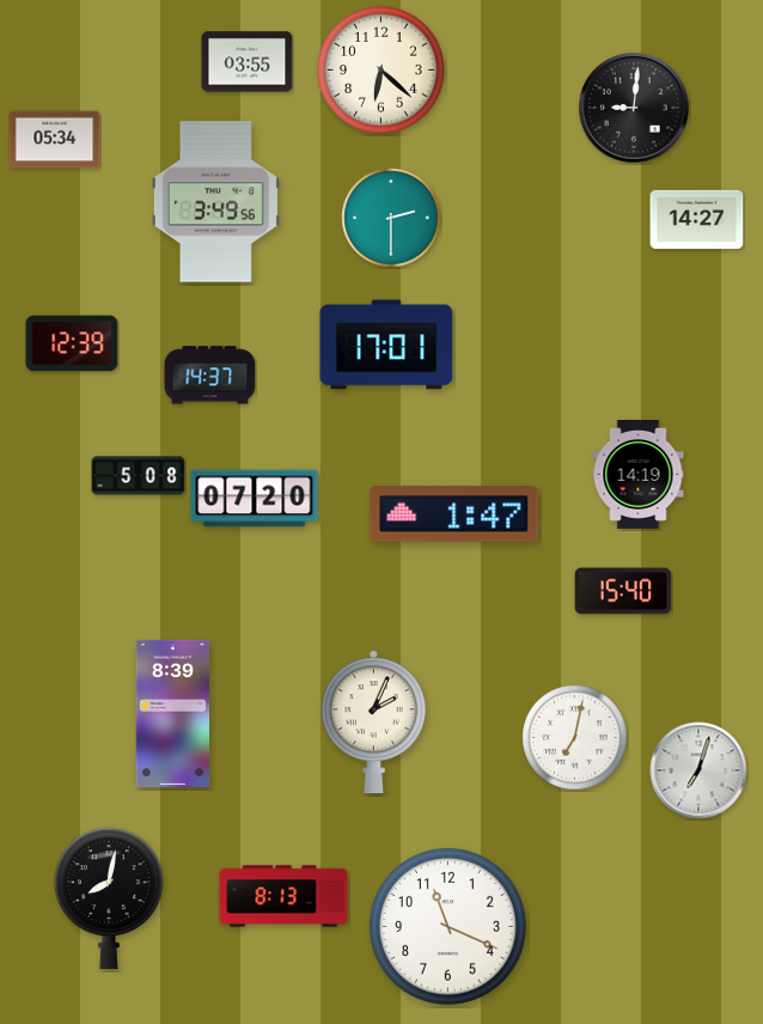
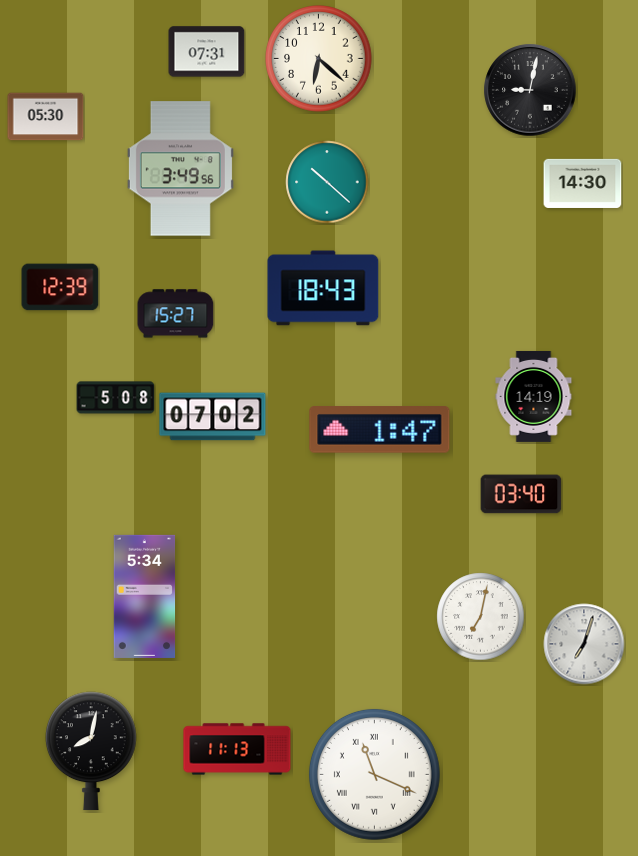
clock at (248, 62): 03:55 -> 07:31
clock at (634, 108): 9:01 -> 9:02
clock at (55, 140): 05:34 -> 05:30
clock at (391, 218): 2:30 -> 10:22
clock at (697, 219): 14:27 -> 14:30
clock at (386, 345): 17:01 -> 18:43
clock at (210, 376): 14:37 -> 15:27
clock at (255, 499): 07:20 -> 07:02
clock at (623, 591): 15:40 -> 03:40
clock at (173, 713): 8:39 -> 5:34
clock at (373, 723): 2:04 -> none
clock at (283, 896): 8:13 -> 11:13
clock at (447, 926) numerals: Arabic -> Roman
